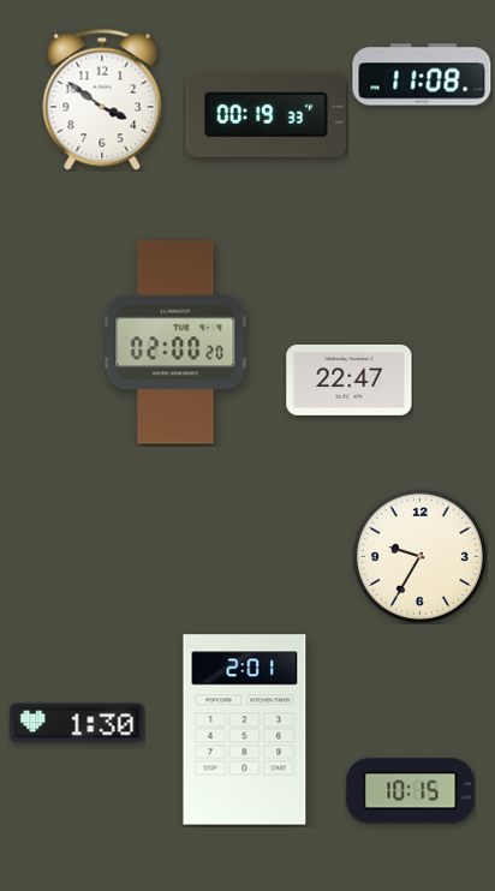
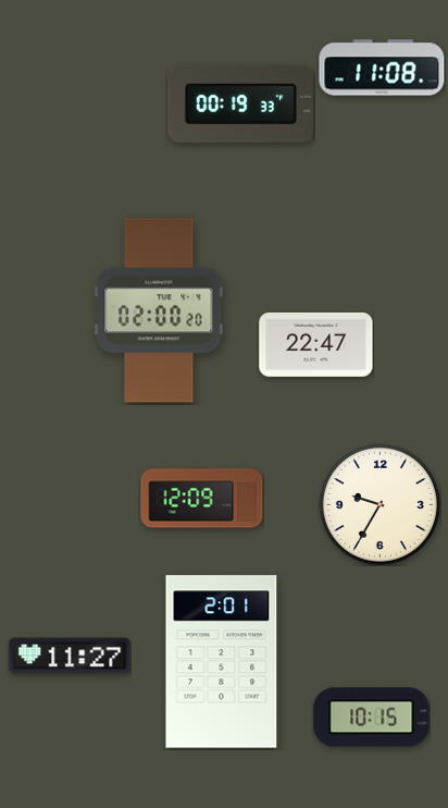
clock at (102, 100): 3:51 -> none
clock at (202, 499): none -> 12:09
clock at (77, 723): 1:30 -> 11:27
